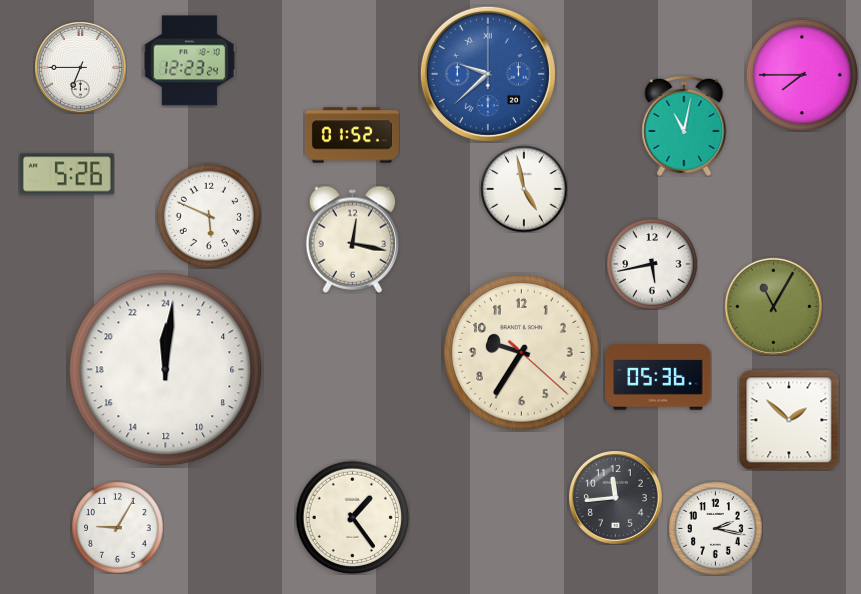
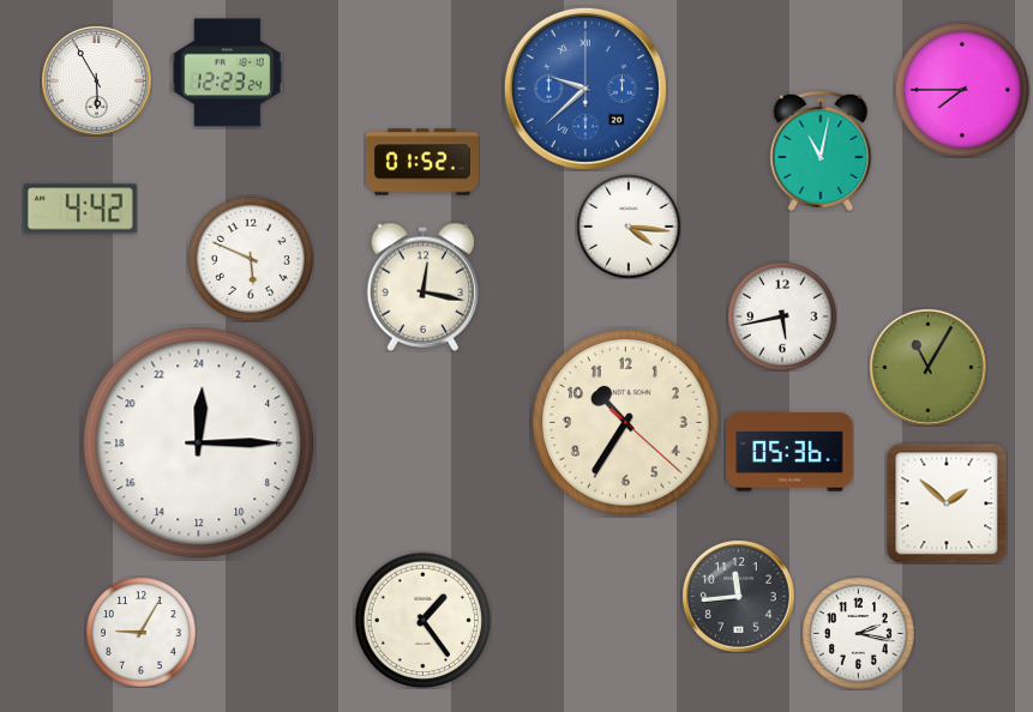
clock at (80, 67): 6:45 -> 5:55
clock at (67, 174): 5:26 -> 4:42
clock at (524, 189): 4:58 -> 4:16
clock at (522, 353): 9:35 -> 10:35
clock at (166, 370): 0:01 -> 0:15
